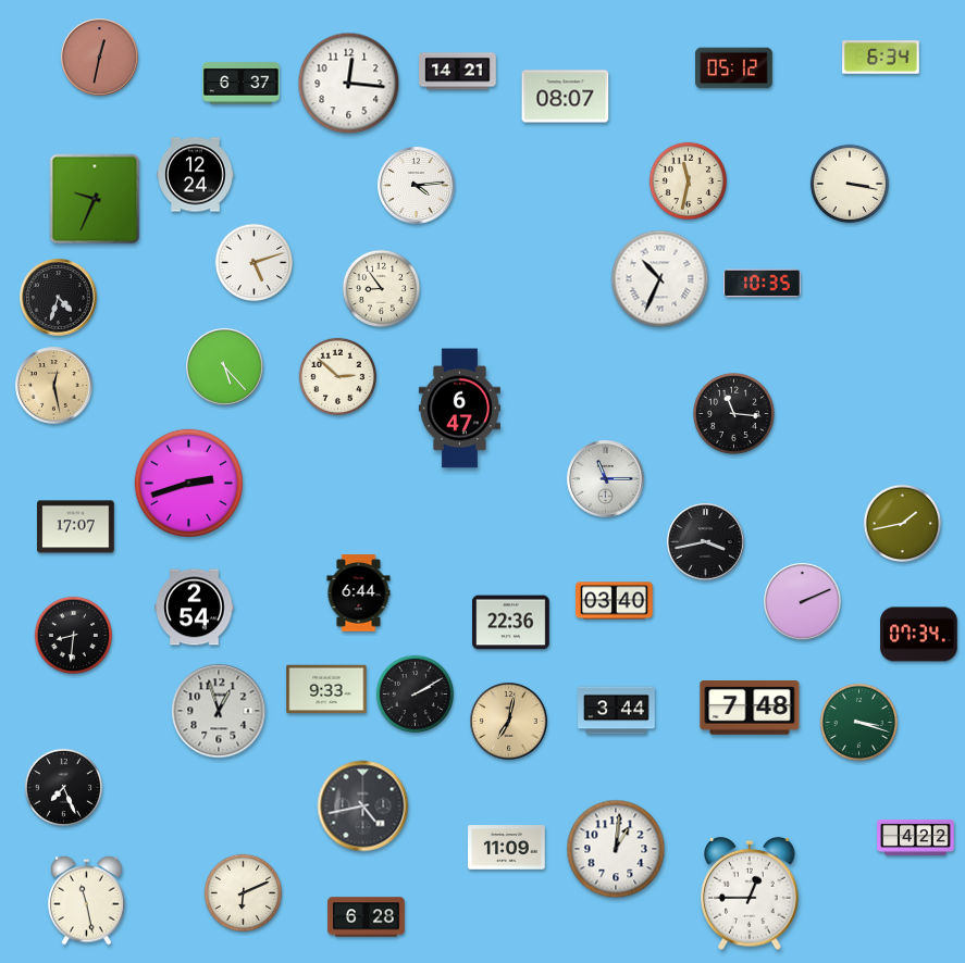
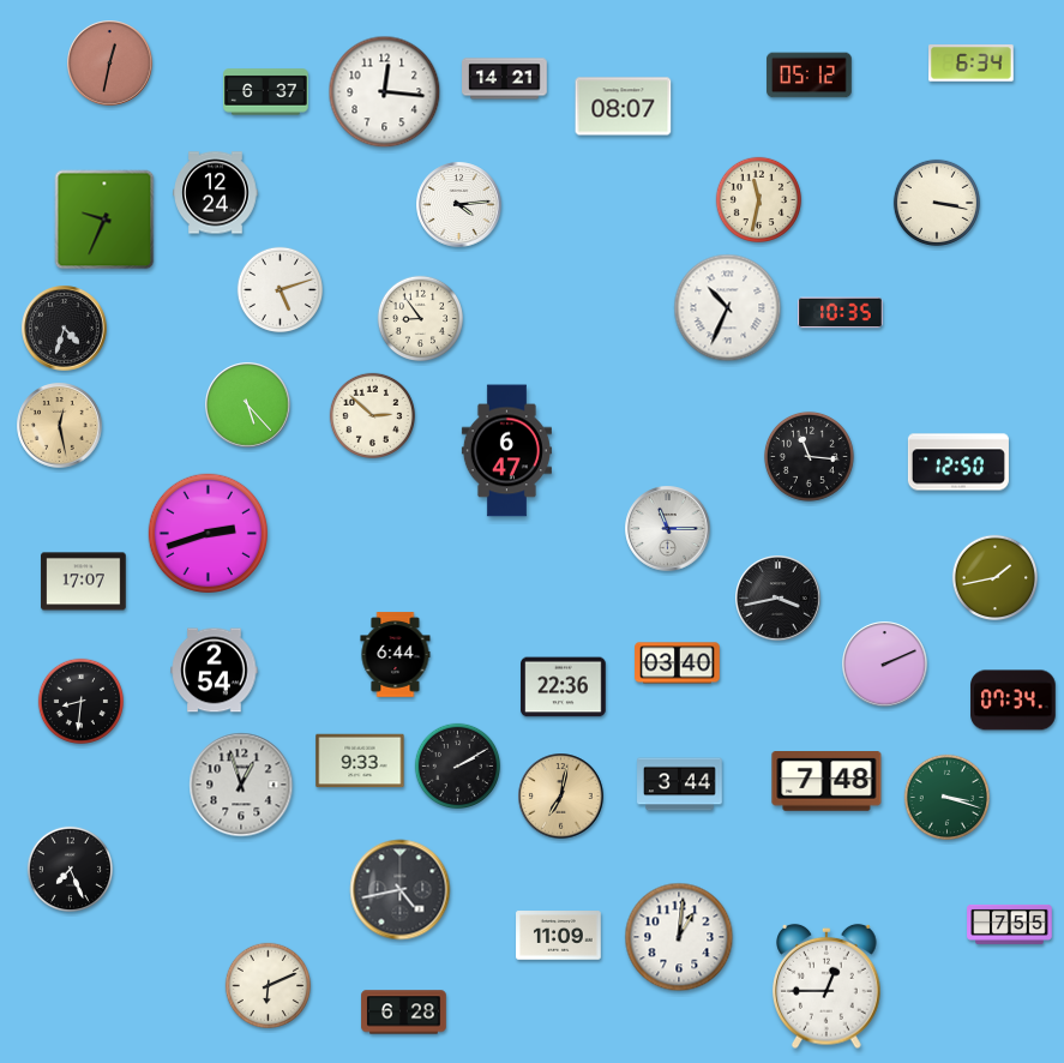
clock at (958, 462): none -> 12:50
clock at (916, 837): 4:22 -> 7:55
clock at (87, 900): 11:28 -> none
